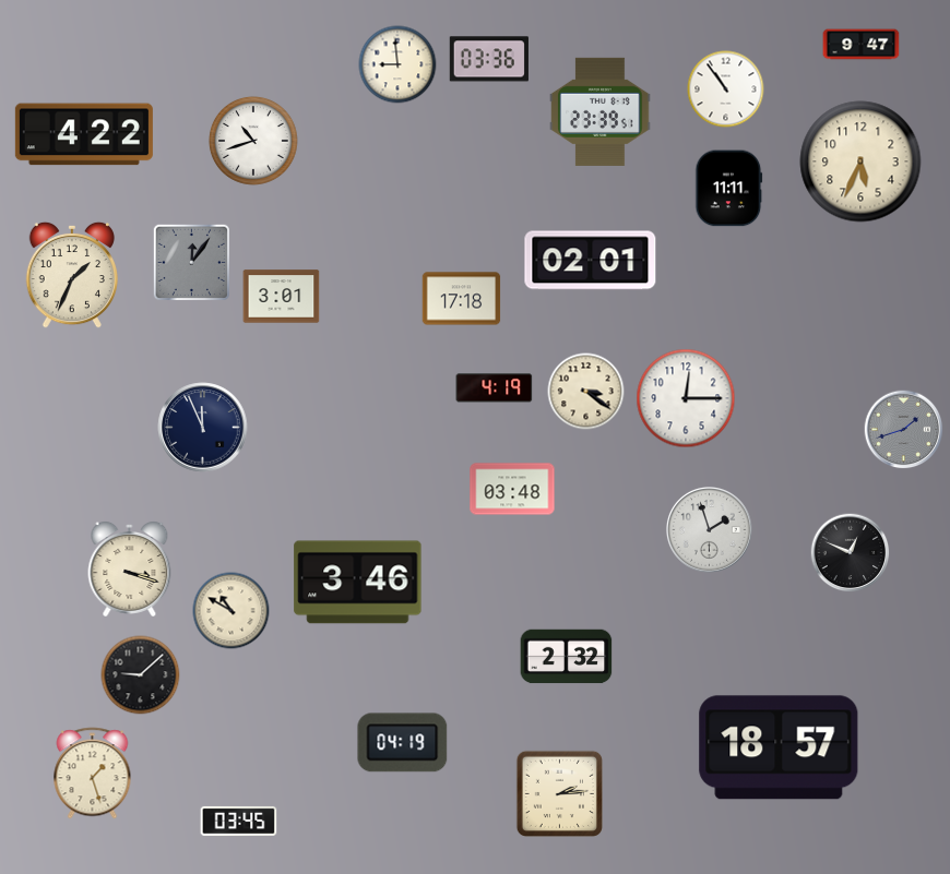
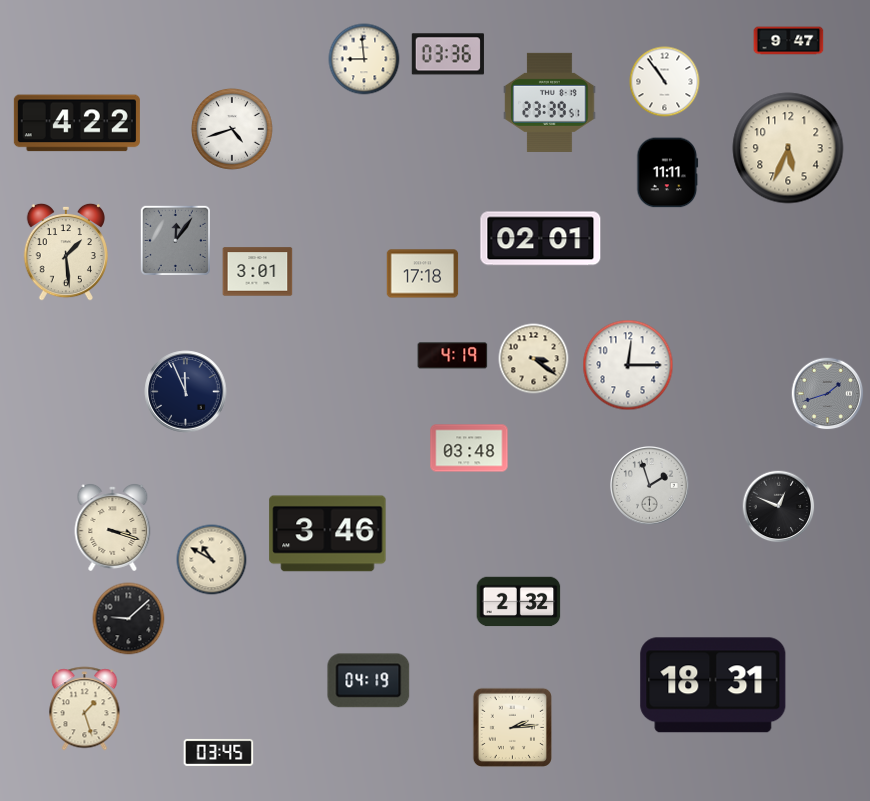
clock at (253, 141): 10:42 -> 4:42
clock at (71, 275): 1:34 -> 1:29
clock at (586, 392) position: (586, 392) -> (534, 359)
clock at (130, 570) position: (130, 570) -> (113, 528)
clock at (779, 747): 18:57 -> 18:31
